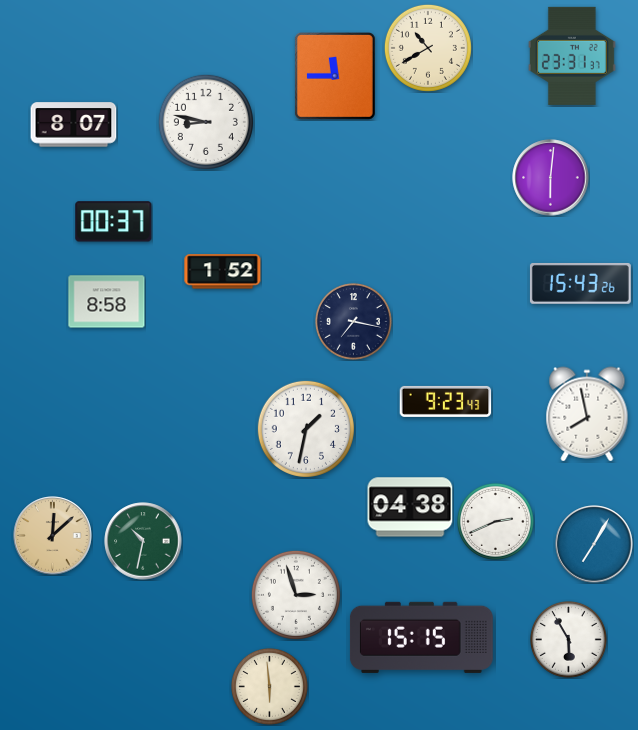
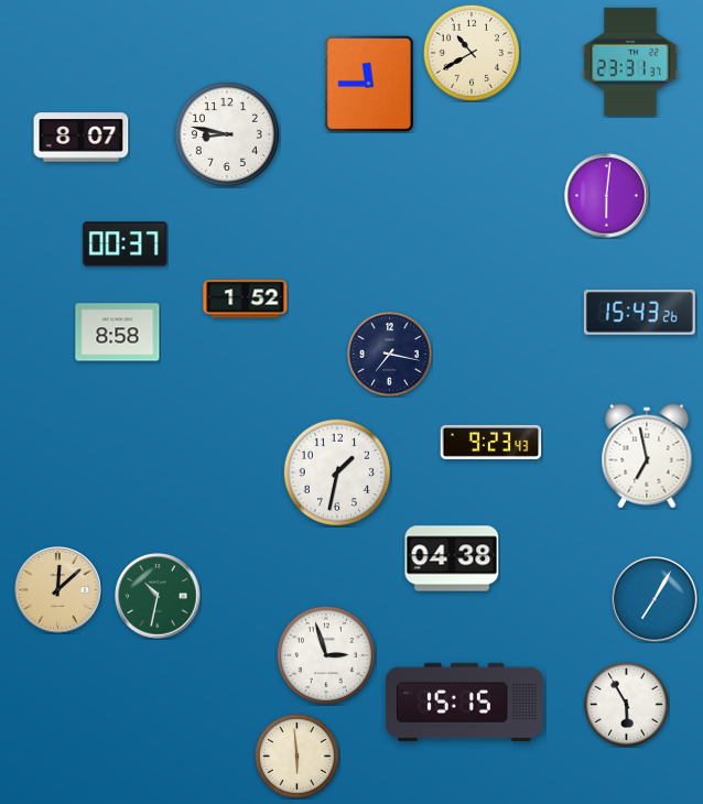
clock at (587, 414): 7:58 -> 6:58
clock at (495, 521): 2:41 -> none
